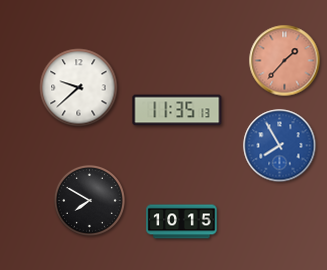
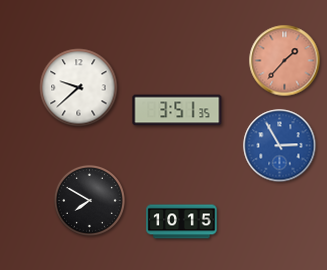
clock at (177, 110): 11:35 -> 3:51
clock at (280, 146): 7:55 -> 2:55
